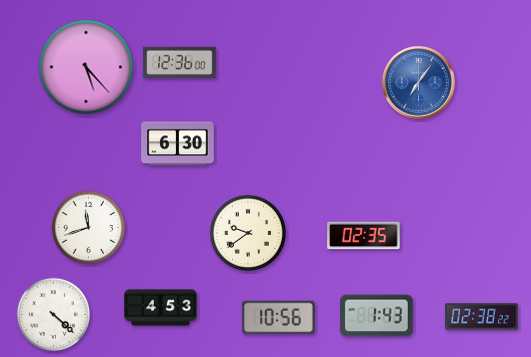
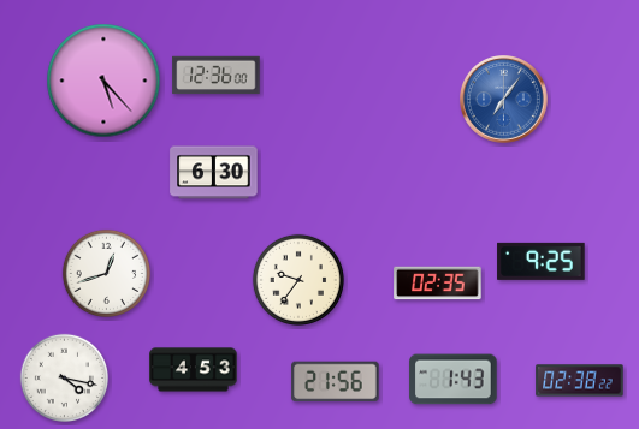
clock at (542, 261): none -> 9:25
clock at (89, 228): 11:42 -> 12:42
clock at (248, 233): 9:39 -> 9:36
clock at (54, 315): 4:22 -> 4:17
clock at (279, 318): 10:56 -> 21:56
